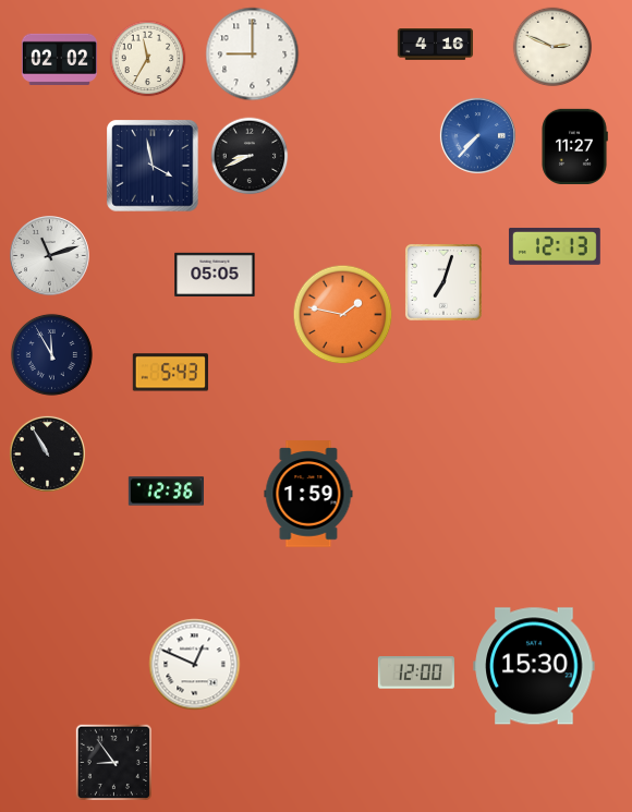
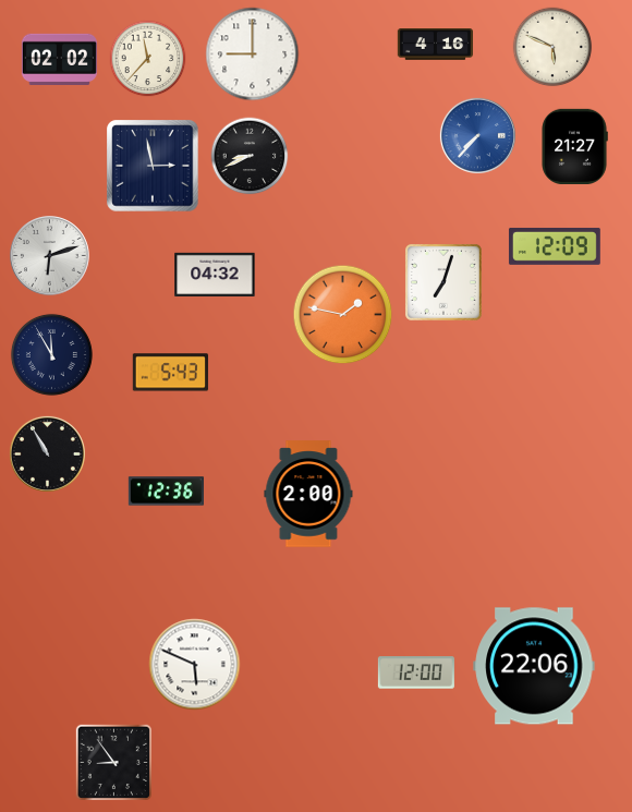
clock at (552, 47): 2:49 -> 5:49
clock at (148, 59): 11:35 -> 11:37
clock at (574, 146): 11:27 -> 21:27
clock at (153, 166): 3:58 -> 2:58
clock at (555, 246): 12:13 -> 12:09
clock at (50, 256): 11:12 -> 6:12
clock at (215, 275): 05:05 -> 04:32
clock at (308, 494): 1:59 -> 2:00
clock at (195, 665): 12:49 -> 5:49
clock at (534, 666): 15:30 -> 22:06
